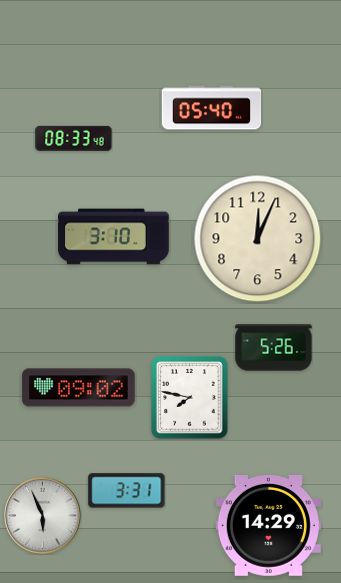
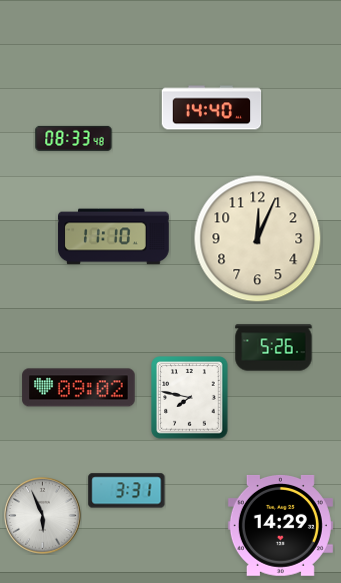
clock at (212, 108): 05:40 -> 14:40
clock at (114, 237): 3:10 -> 11:10
clock at (268, 525) position: (268, 525) -> (280, 525)
